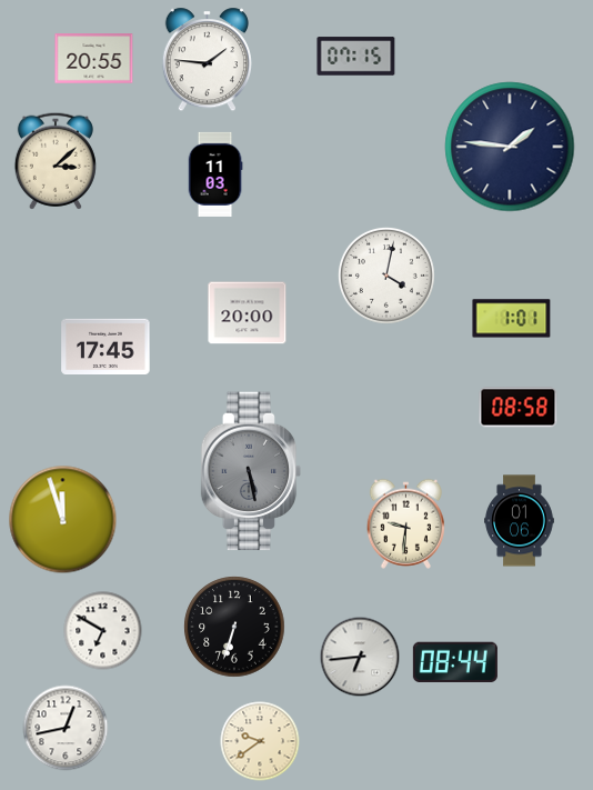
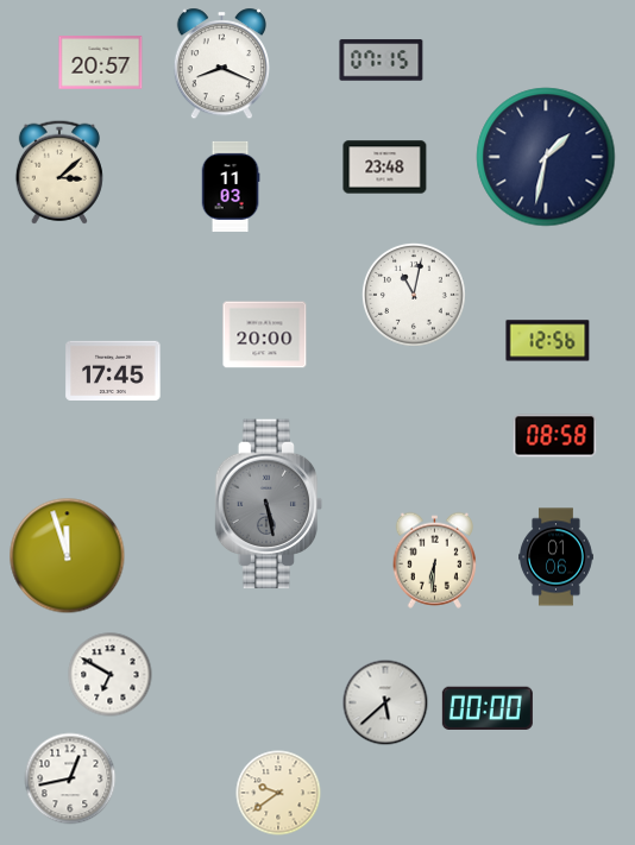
clock at (94, 59): 20:55 -> 20:57
clock at (207, 60): 1:46 -> 8:19
clock at (510, 147): 1:46 -> 1:32
clock at (385, 168): none -> 23:48
clock at (386, 276): 4:02 -> 11:02
clock at (512, 319): 1:01 -> 12:56
clock at (405, 523): 9:31 -> 6:31
clock at (234, 627): 6:33 -> none
clock at (360, 657): 6:44 -> 5:38
clock at (455, 662): 08:44 -> 00:00
